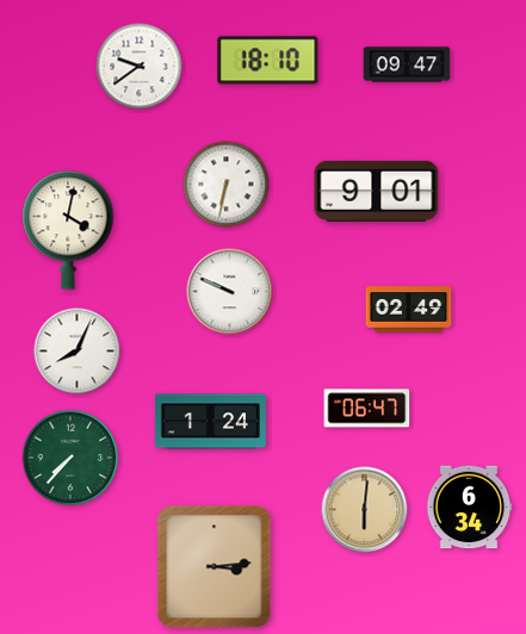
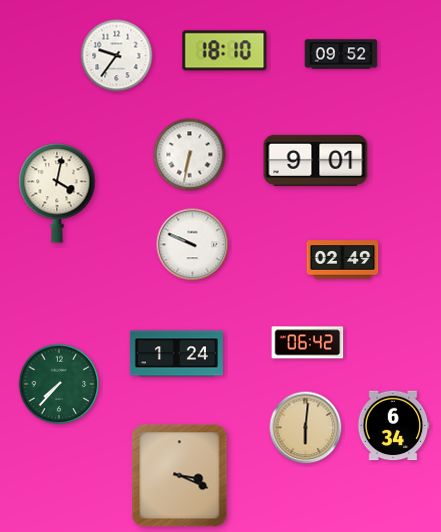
clock at (407, 64): 09:47 -> 09:52
clock at (140, 67): 9:39 -> 9:36
clock at (78, 352): 8:04 -> none
clock at (367, 409): 06:47 -> 06:42
clock at (215, 567): 3:14 -> 3:19
